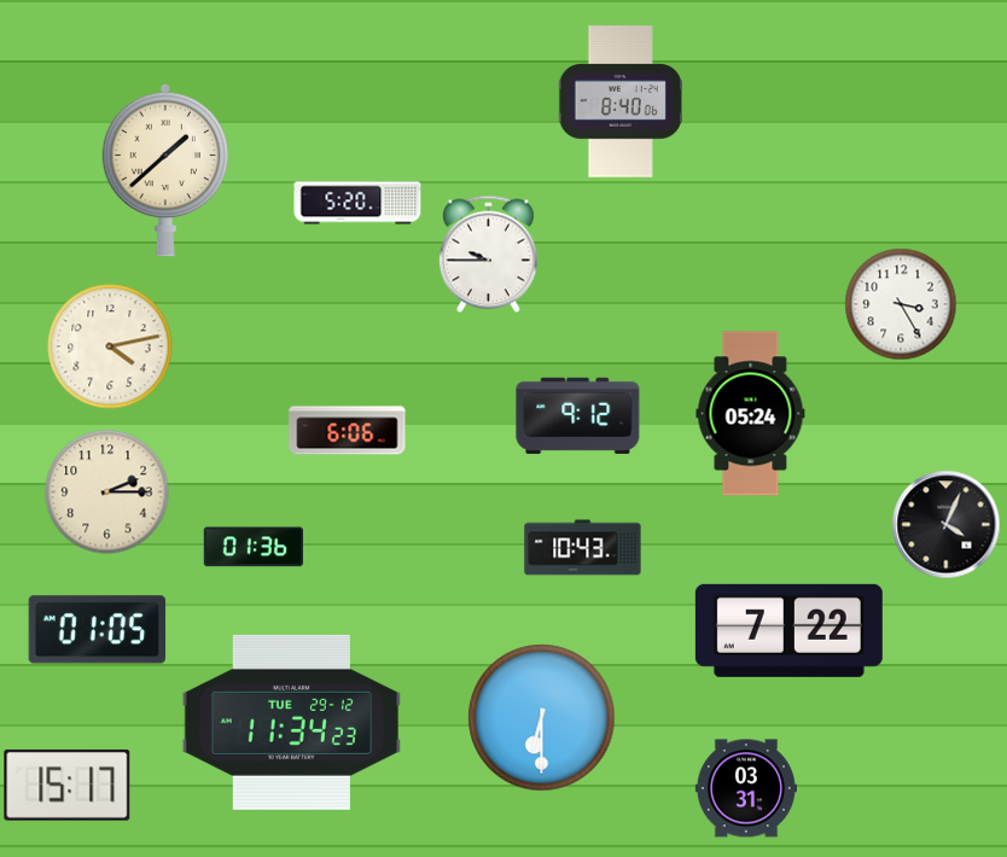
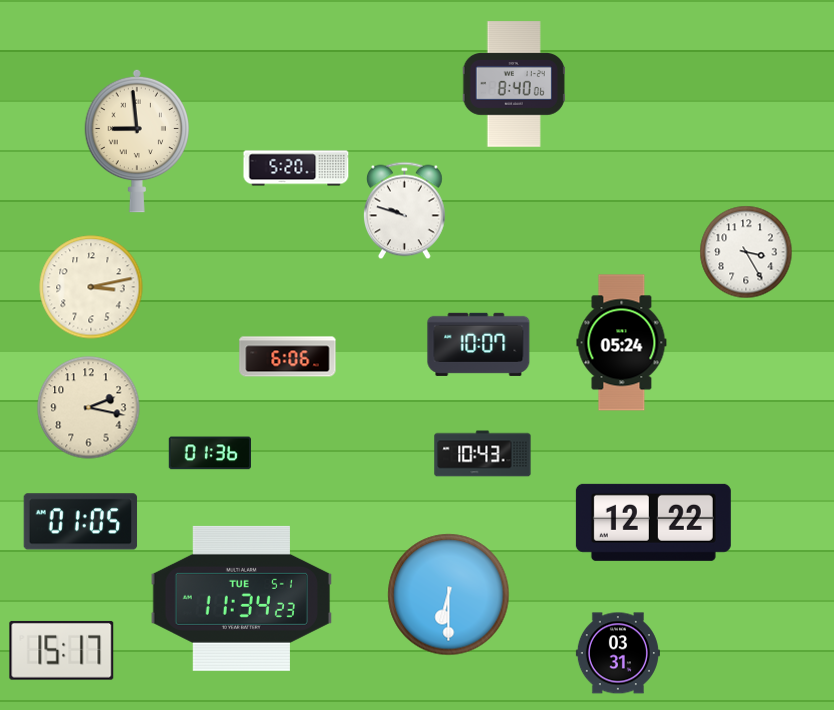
clock at (165, 170): 1:38 -> 8:59
clock at (488, 255): 9:45 -> 9:48
clock at (110, 346): 4:13 -> 3:13
clock at (578, 415): 9:12 -> 10:07
clock at (107, 492): 2:15 -> 2:17
clock at (947, 525): 4:04 -> none
clock at (788, 630): 7:22 -> 12:22
clock at (292, 722) date: TUE 29-12 -> TUE 5-1
clock at (68, 785) position: (68, 785) -> (62, 650)
